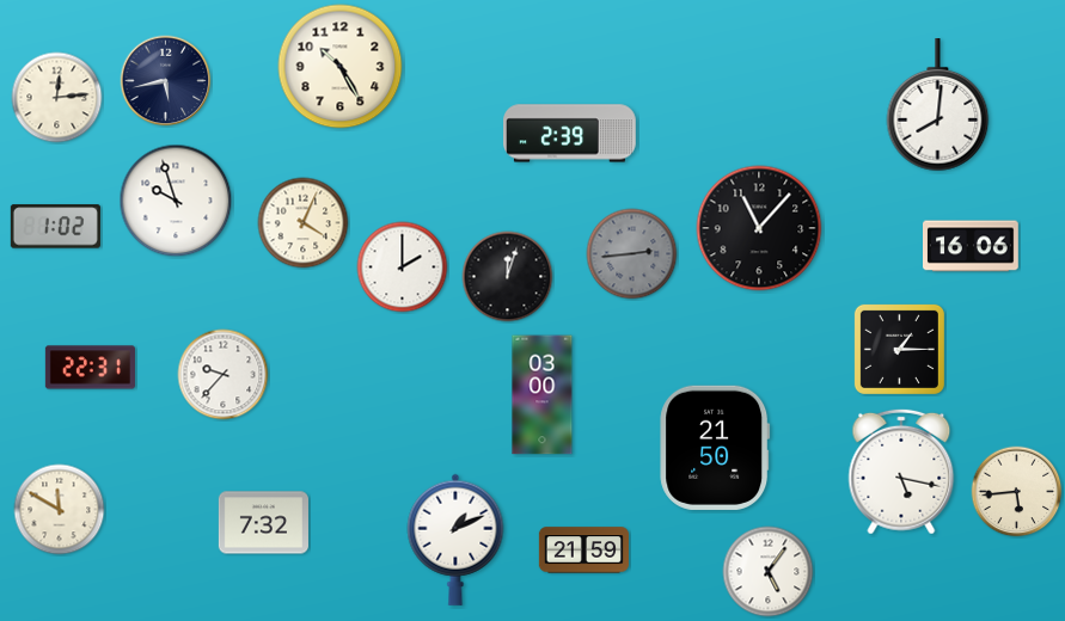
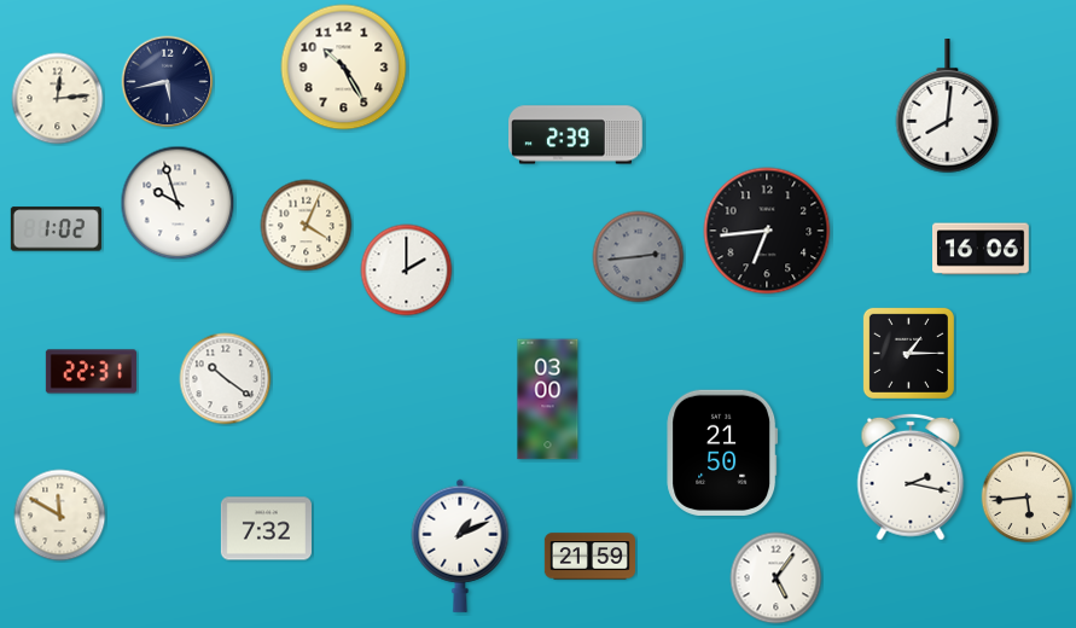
clock at (759, 228): 11:07 -> 6:44
clock at (508, 277): 12:03 -> none
clock at (224, 375): 9:37 -> 10:21
clock at (901, 472): 5:17 -> 2:17
